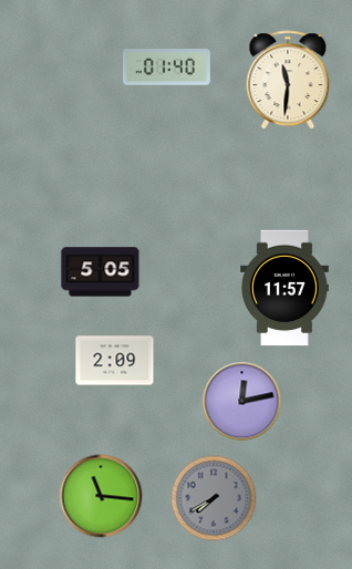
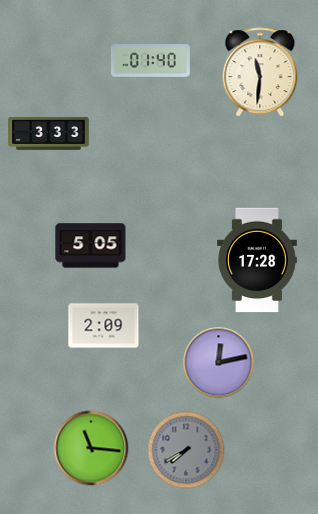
clock at (49, 133): none -> 3:33
clock at (286, 288): 11:57 -> 17:28
clock at (214, 498) position: (214, 498) -> (186, 450)
